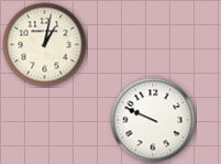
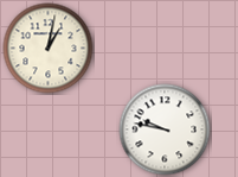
clock at (153, 120): 9:49 -> 9:47
